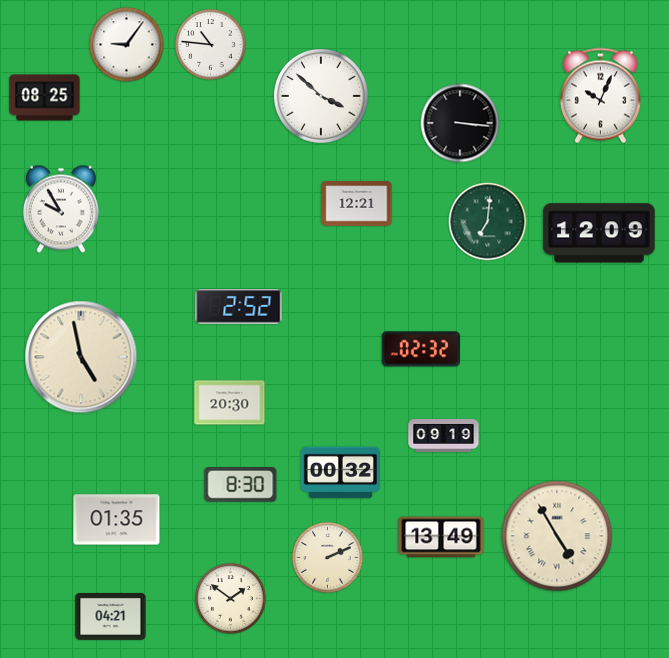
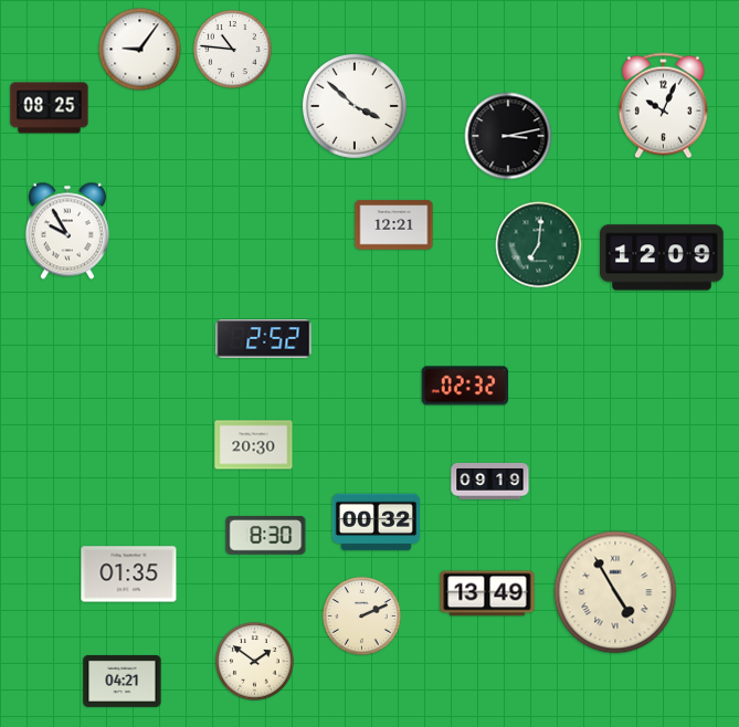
clock at (460, 123): 3:16 -> 3:13
clock at (81, 357): 4:58 -> none
